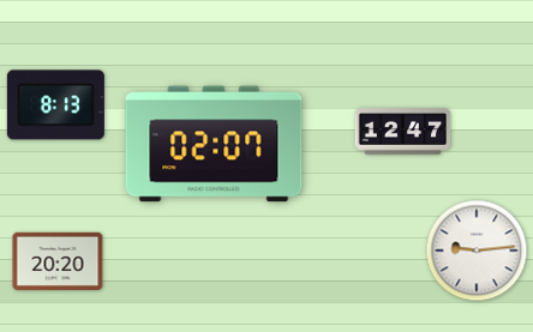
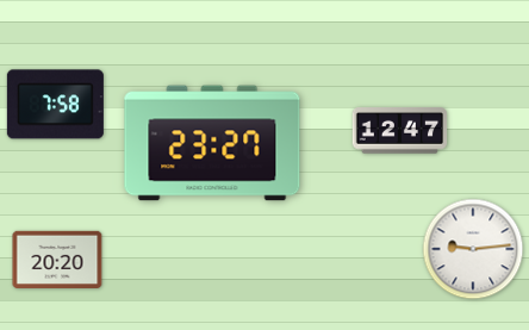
clock at (55, 105): 8:13 -> 7:58
clock at (214, 144): 02:07 -> 23:27
